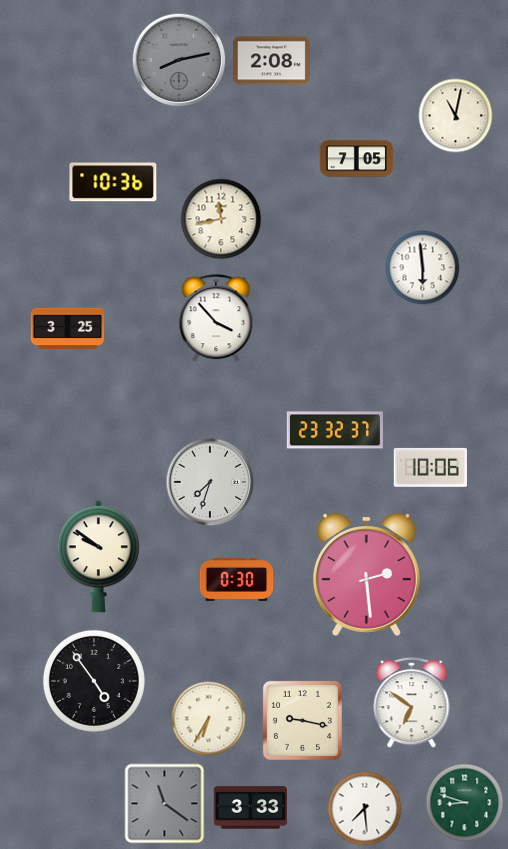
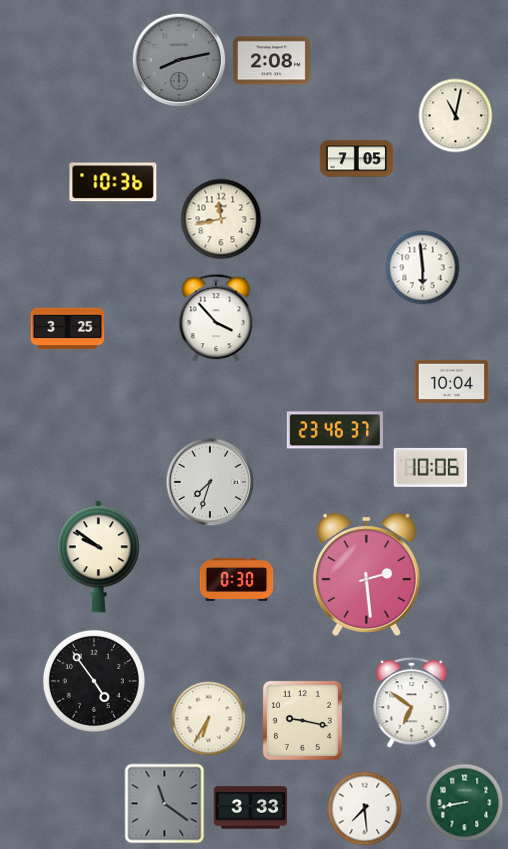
clock at (452, 382): none -> 10:04
clock at (334, 430): 23:32 -> 23:46
clock at (465, 803): 8:48 -> 8:43
